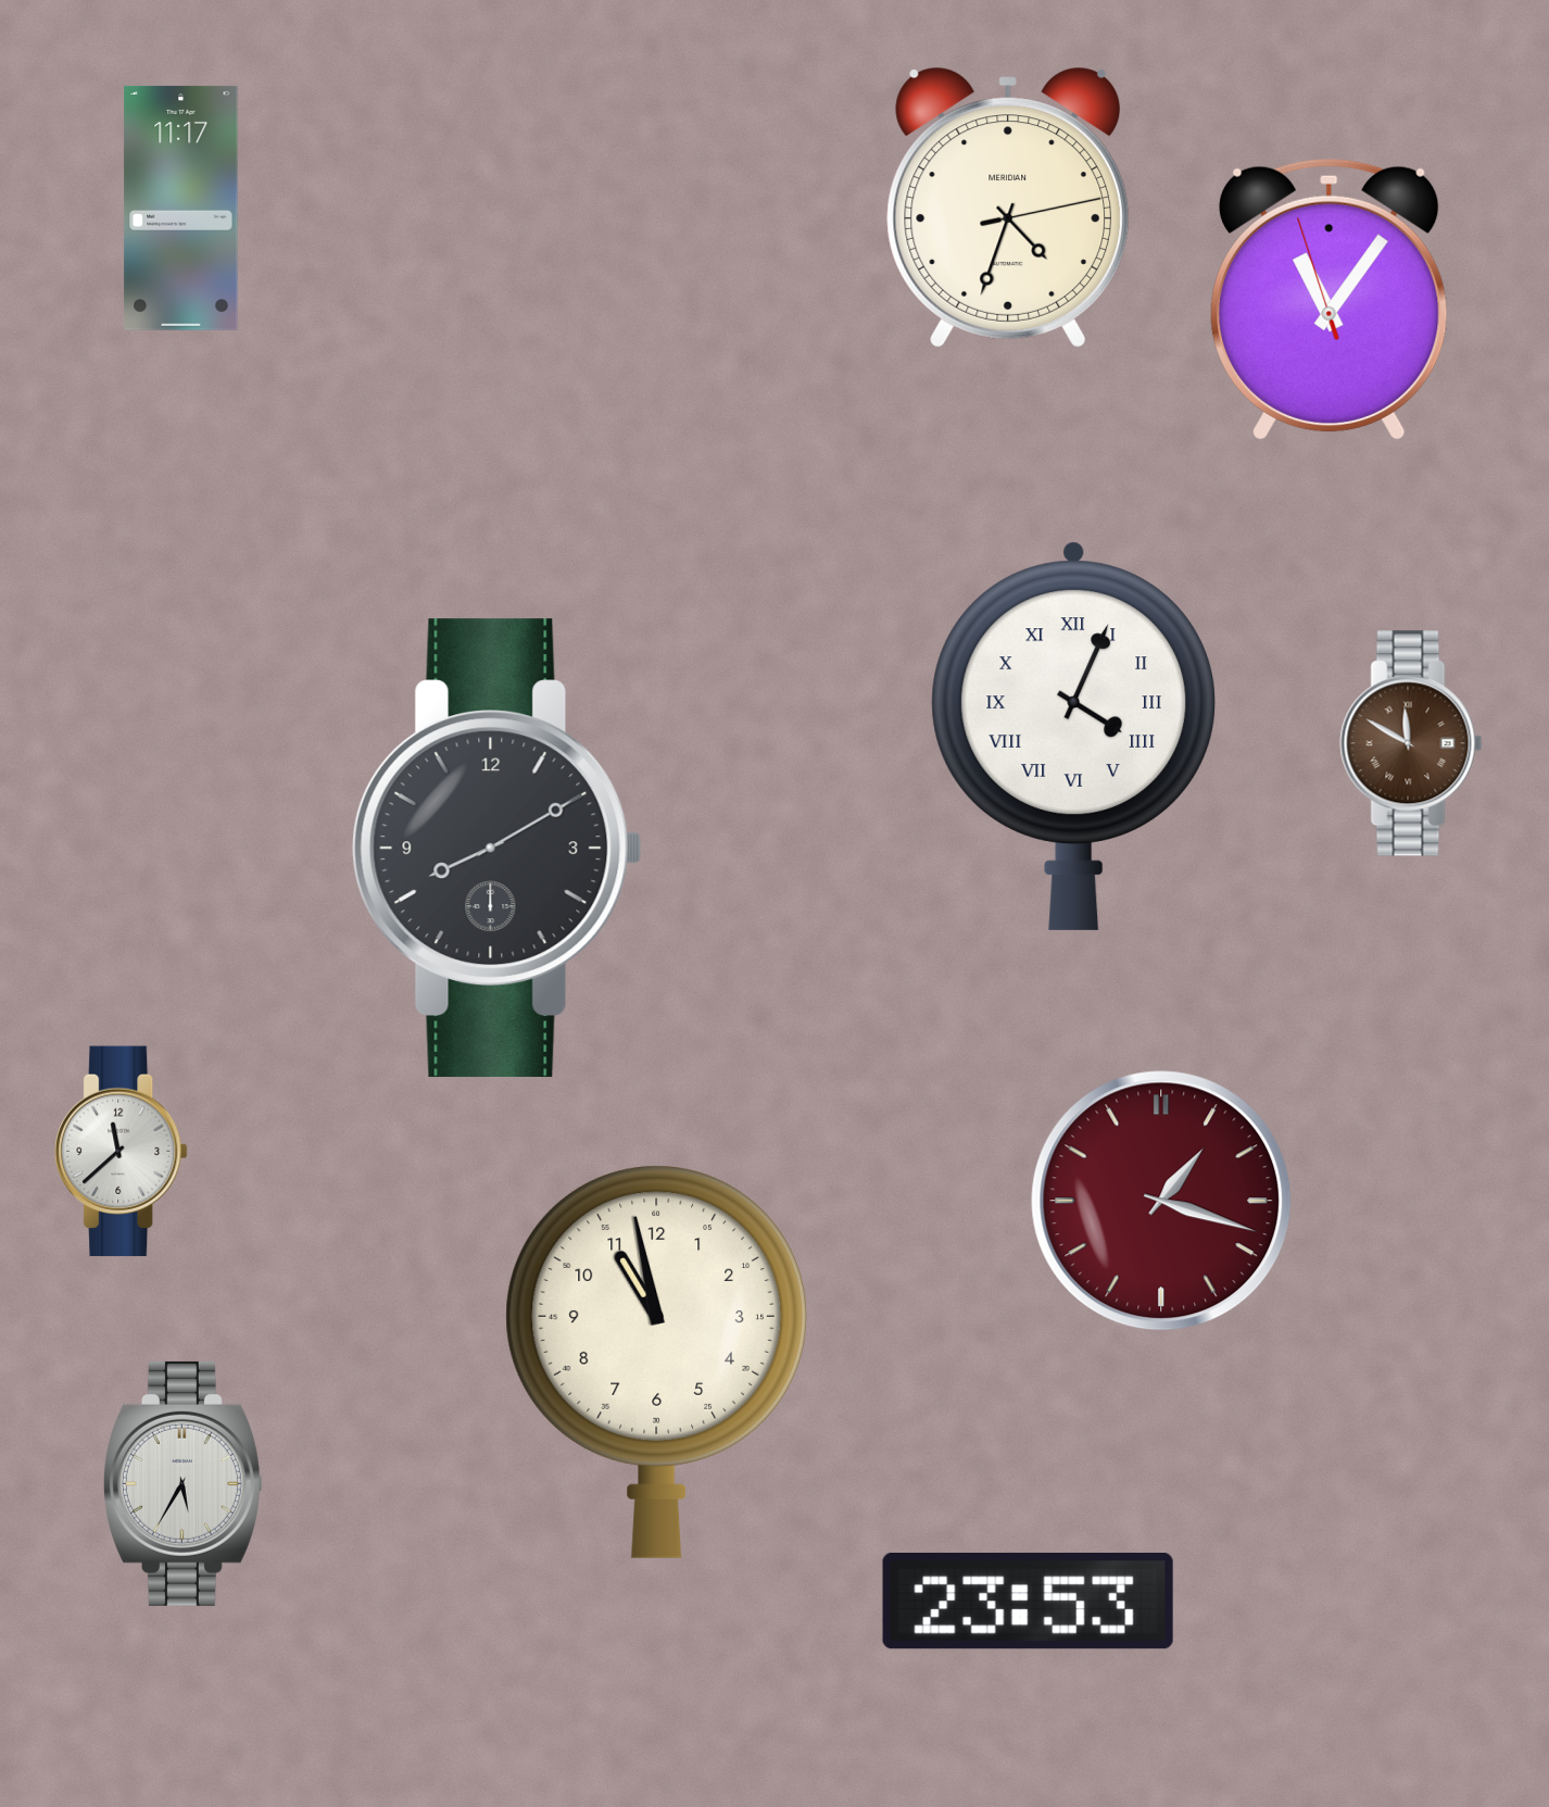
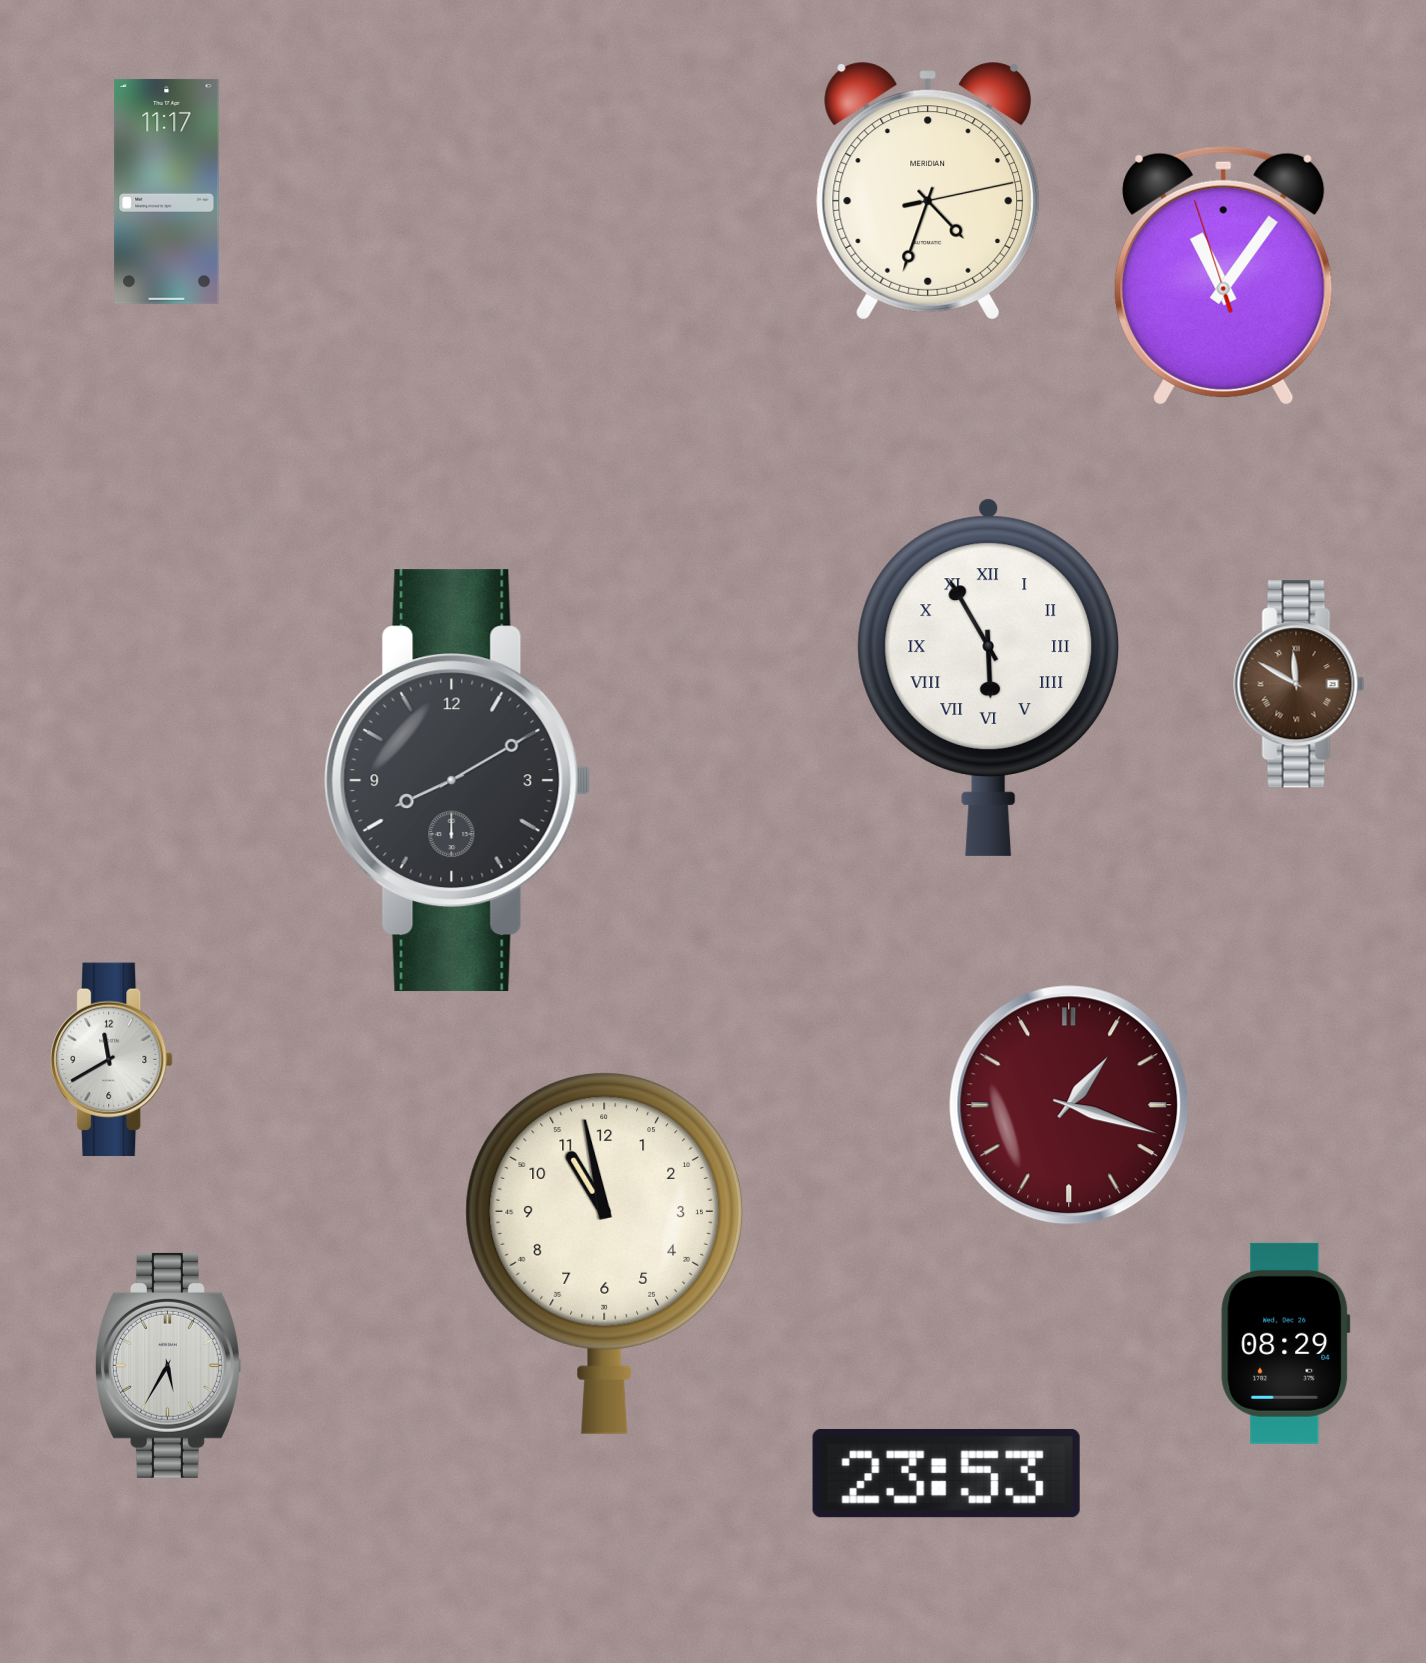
clock at (1073, 736): 4:04 -> 5:55
clock at (122, 1152): 11:38 -> 11:40
clock at (1286, 1343): none -> 08:29
